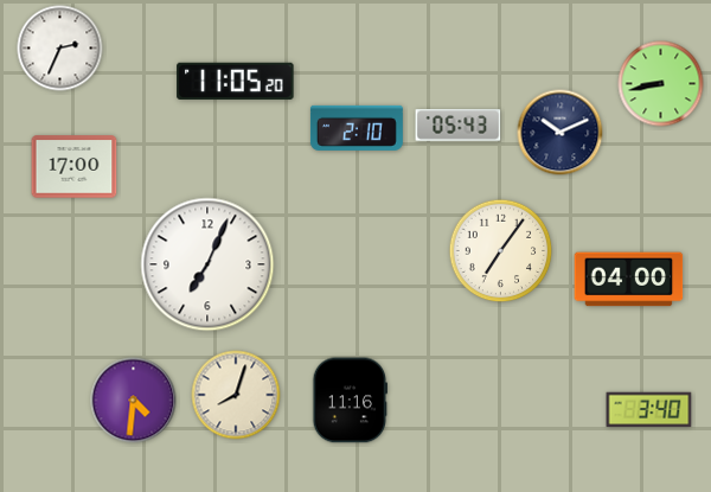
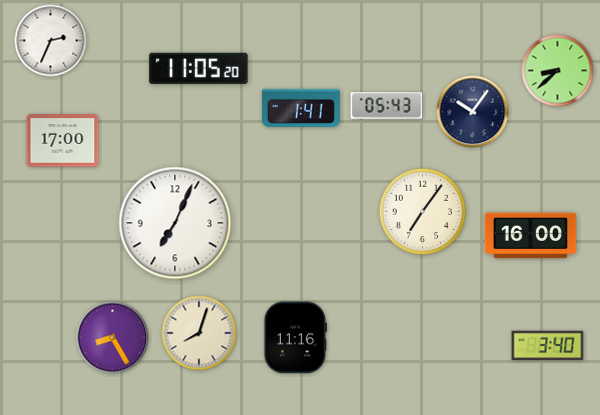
clock at (661, 84): 8:43 -> 8:38
clock at (357, 128): 2:10 -> 1:41
clock at (561, 133): 10:11 -> 10:06
clock at (629, 280): 04:00 -> 16:00
clock at (134, 401): 4:31 -> 8:25
